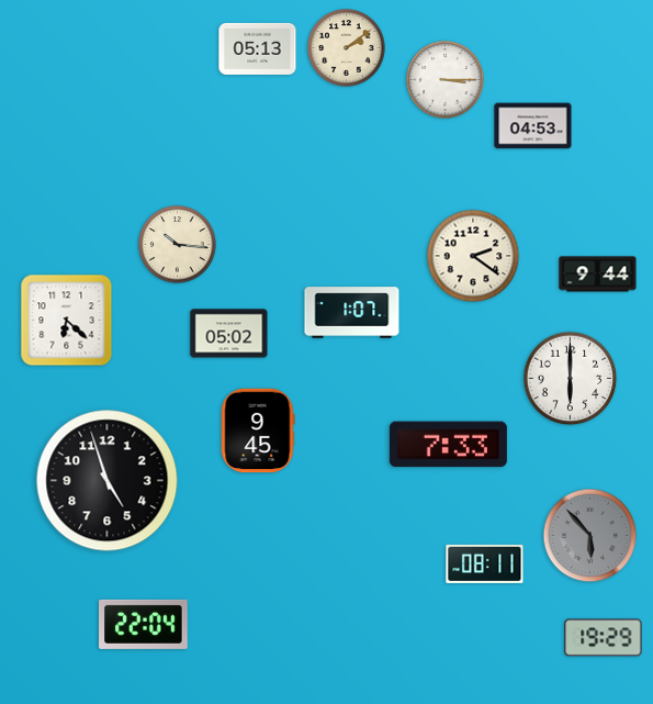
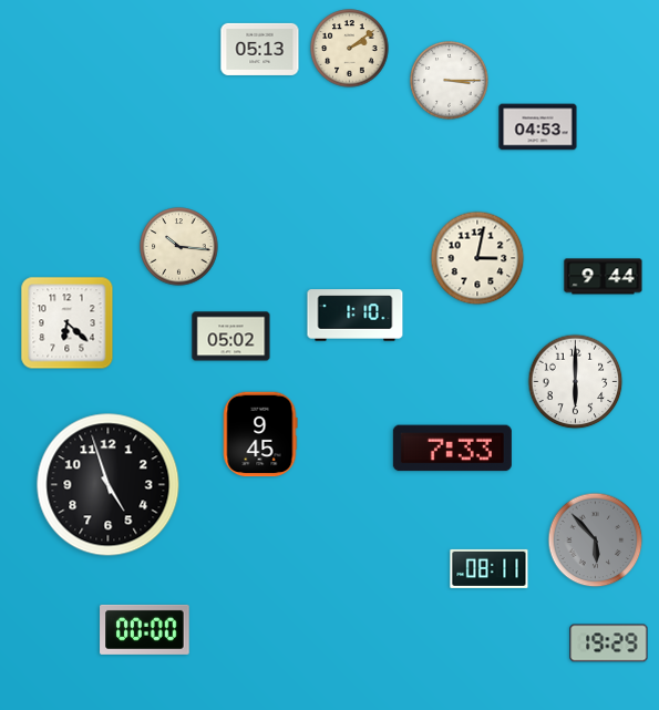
clock at (473, 256): 2:21 -> 3:02
clock at (352, 313): 1:07 -> 1:10
clock at (144, 624): 22:04 -> 00:00
